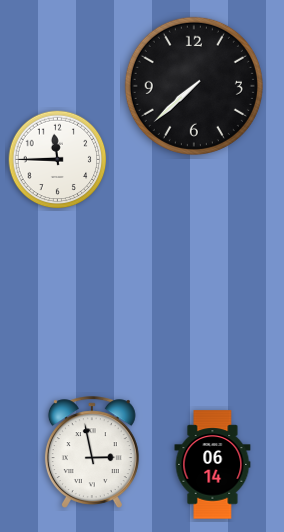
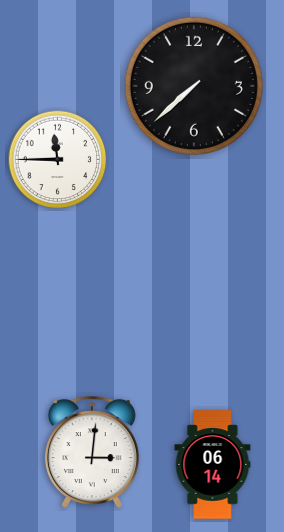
clock at (92, 452): 2:58 -> 3:01
